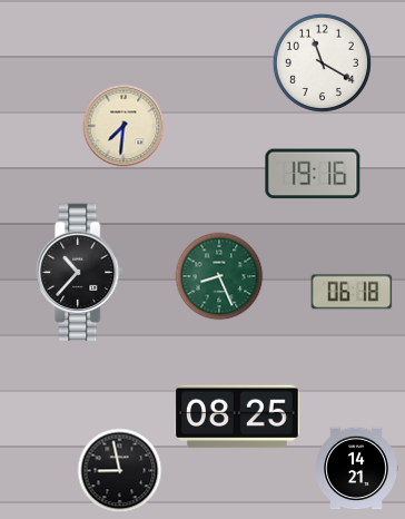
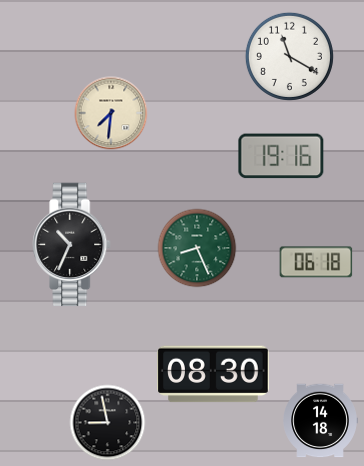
clock at (80, 273): 10:37 -> 10:34
clock at (237, 417): 08:25 -> 08:30
clock at (356, 469): 14:21 -> 14:18
